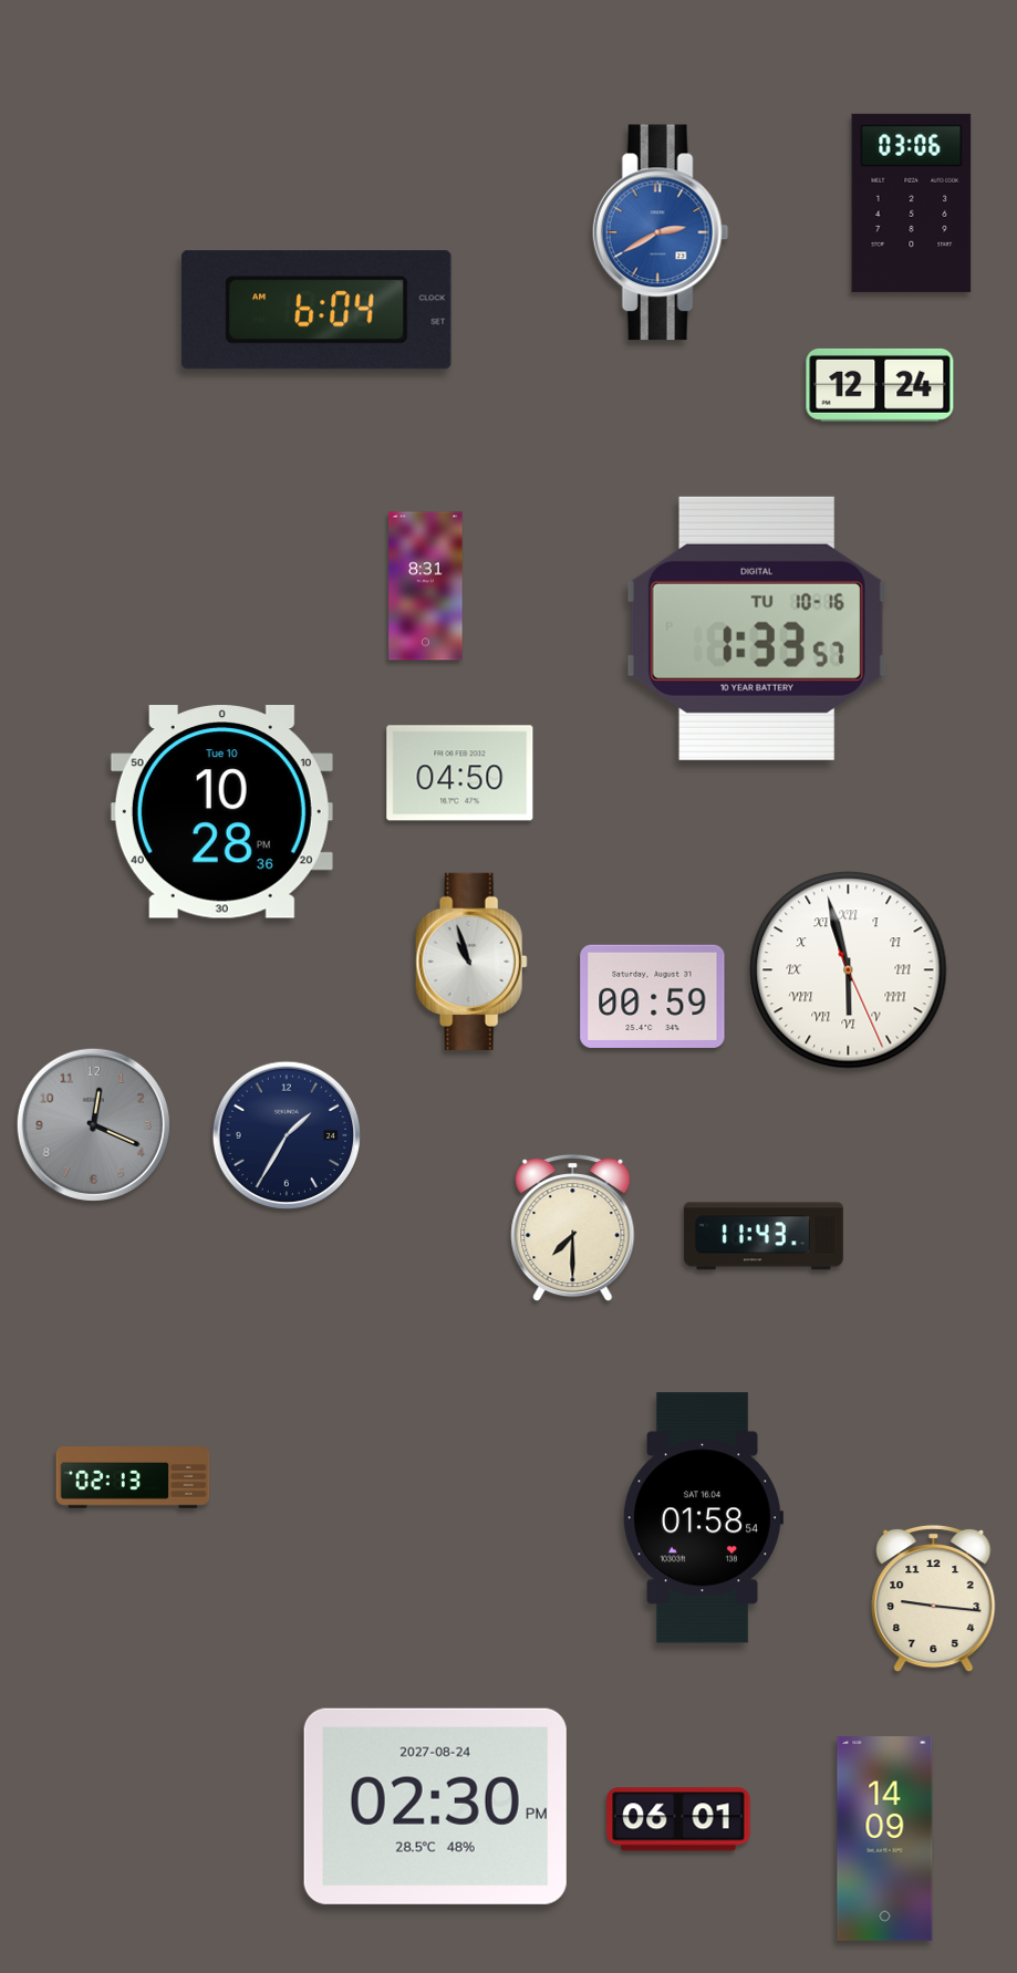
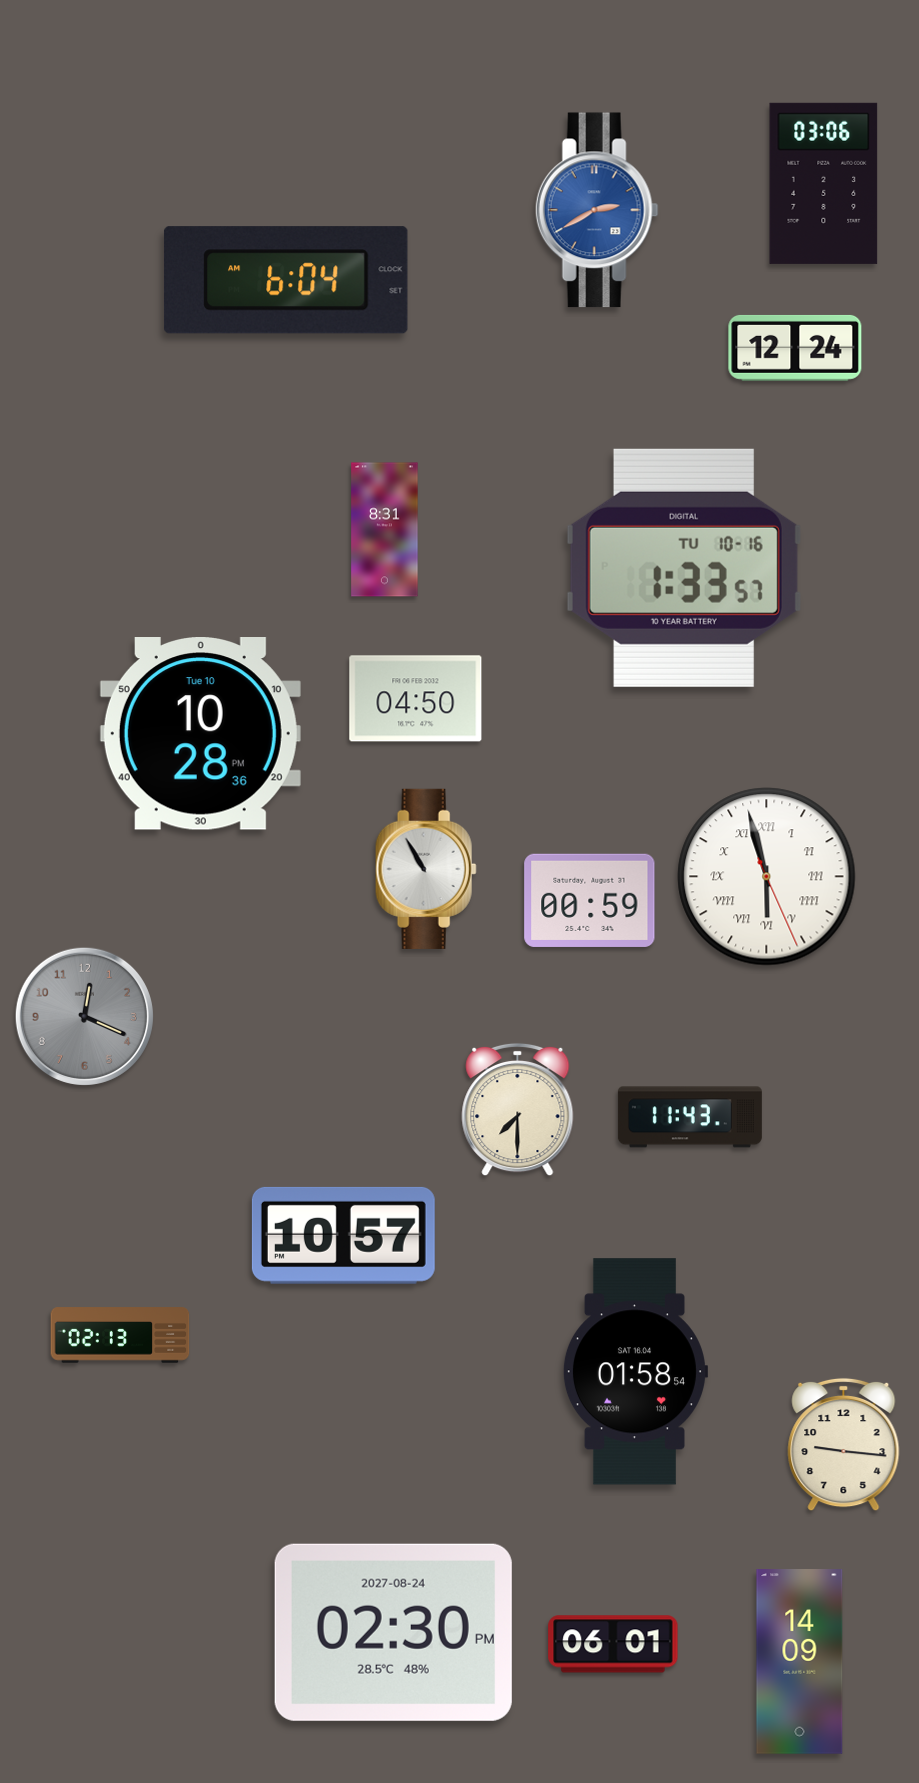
clock at (471, 962): 10:57 -> 10:55
clock at (286, 1134): 1:35 -> none
clock at (343, 1235): none -> 10:57
